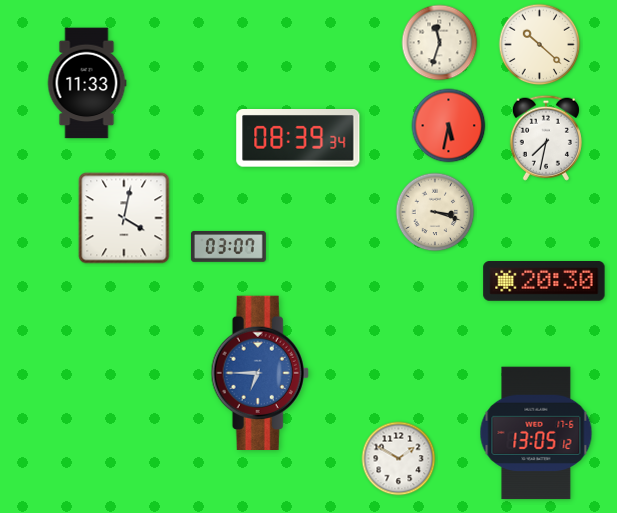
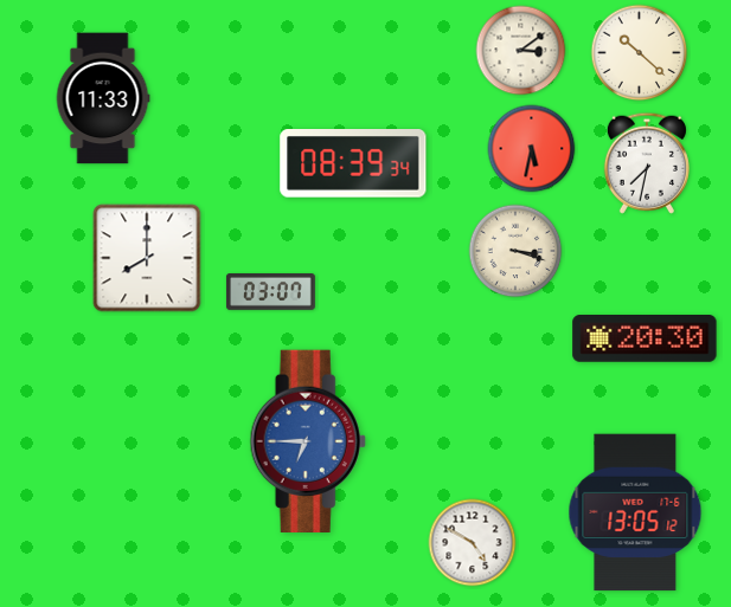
clock at (440, 43): 11:33 -> 3:09
clock at (124, 218): 4:02 -> 8:00
clock at (544, 282) position: (544, 282) -> (645, 340)
clock at (399, 459): 1:50 -> 4:50
